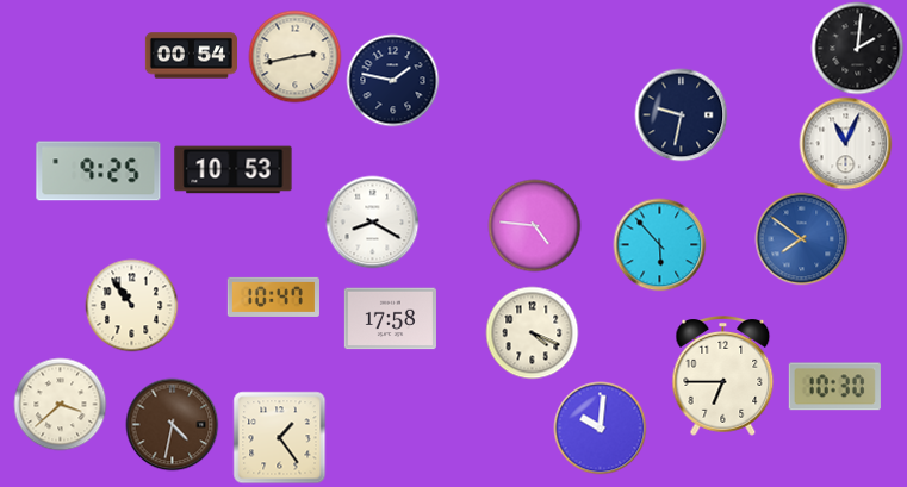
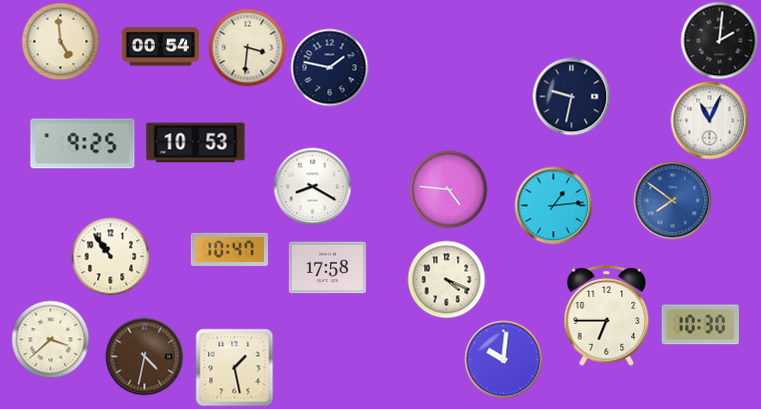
clock at (60, 41): none -> 4:59
clock at (294, 56): 2:43 -> 3:31
clock at (659, 244): 5:53 -> 1:14
clock at (279, 437): 1:24 -> 1:28
